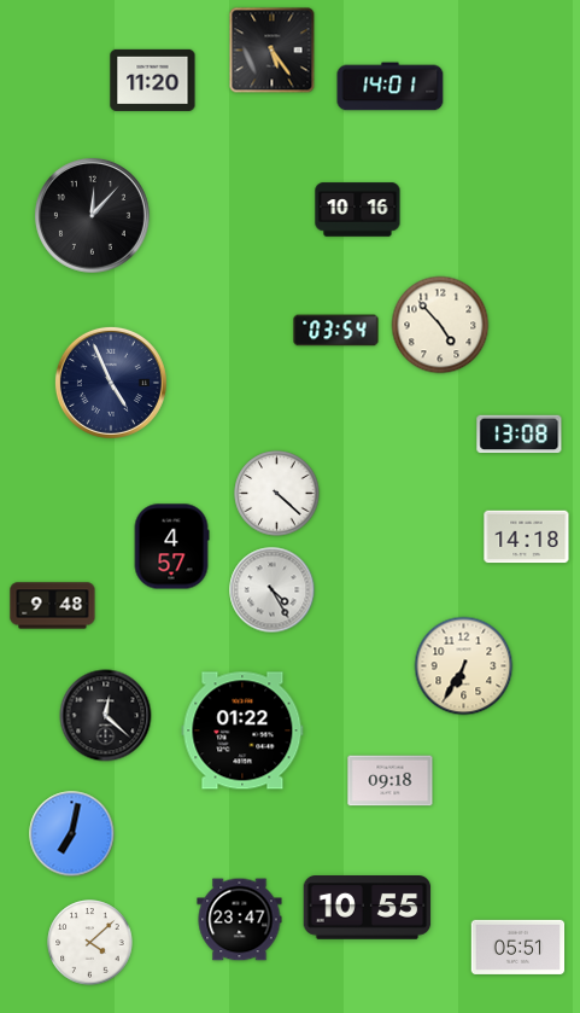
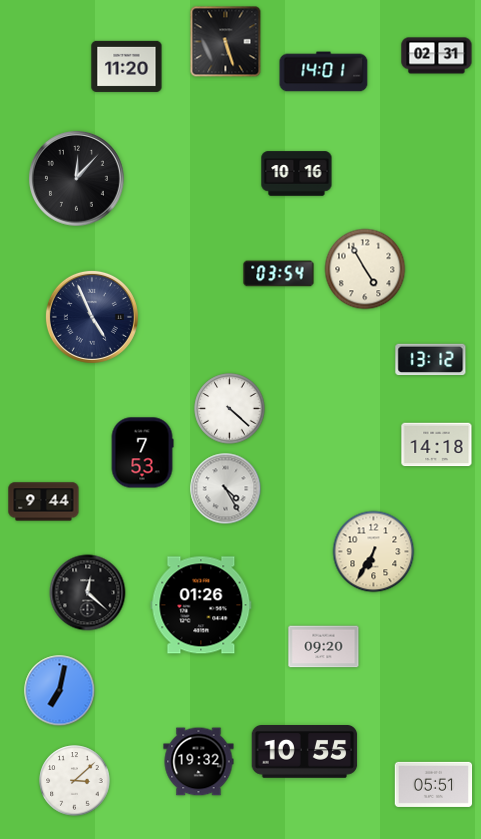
clock at (273, 51): 5:24 -> 5:27
clock at (437, 56): none -> 02:31
clock at (440, 325): 4:53 -> 4:55
clock at (520, 435): 13:08 -> 13:12
clock at (171, 547): 4:57 -> 7:53
clock at (53, 606): 9:48 -> 9:44
clock at (464, 666) position: (464, 666) -> (374, 552)
clock at (242, 730): 01:22 -> 01:26
clock at (391, 781): 09:18 -> 09:20
clock at (240, 920): 23:47 -> 19:32
clock at (90, 943): 4:08 -> 3:08
clock at (519, 947) position: (519, 947) -> (434, 784)
